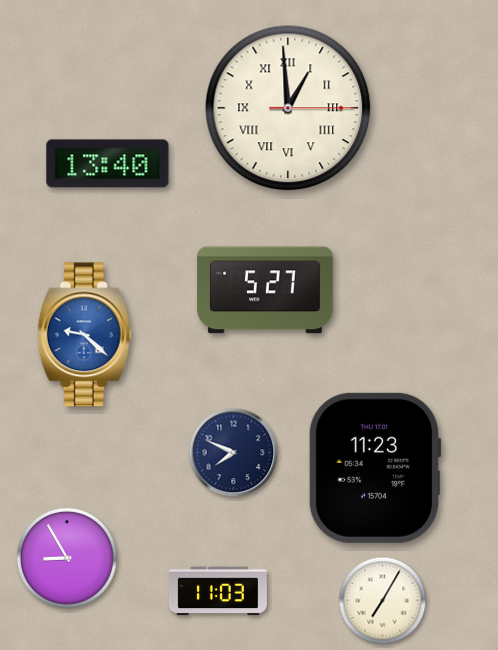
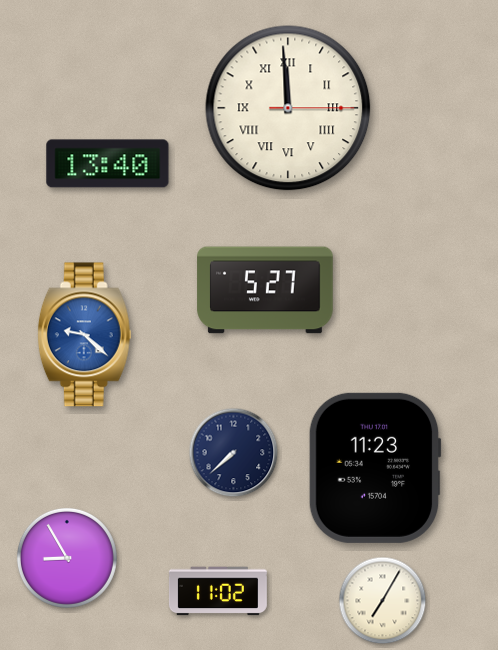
clock at (288, 108): 12:59 -> 11:59
clock at (234, 453): 7:49 -> 7:38
clock at (218, 591): 11:03 -> 11:02
